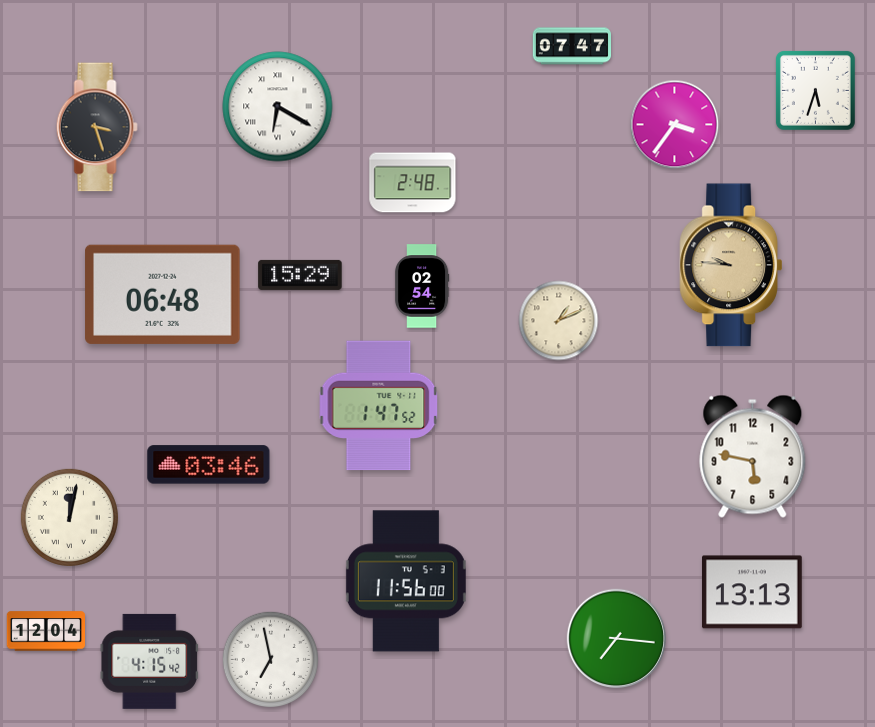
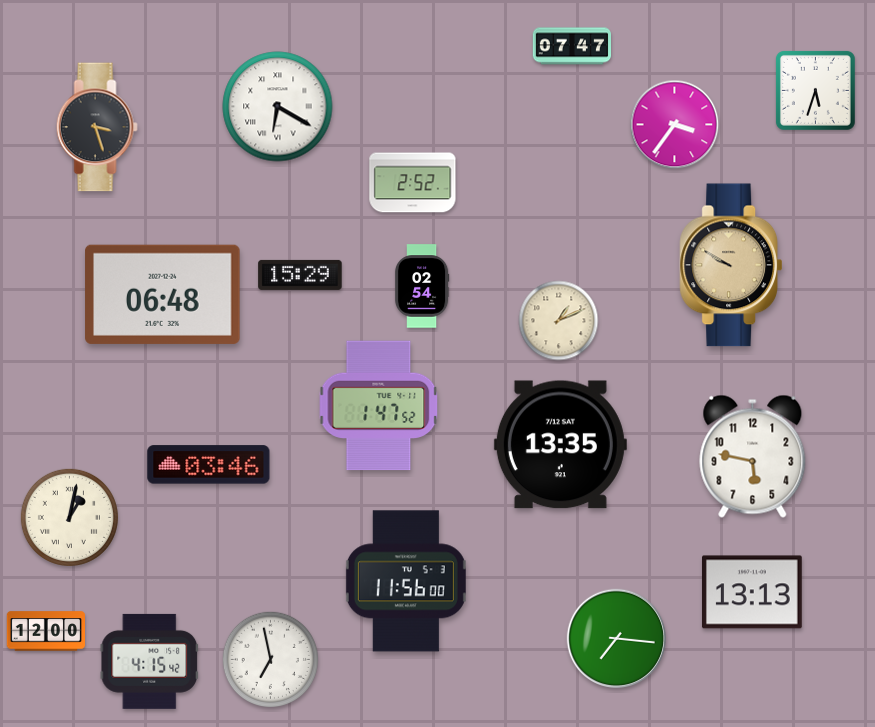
clock at (413, 183): 2:48 -> 2:52
clock at (730, 265): 9:46 -> 9:50
clock at (560, 445): none -> 13:35
clock at (69, 517): 12:02 -> 1:02
clock at (45, 631): 12:04 -> 12:00
